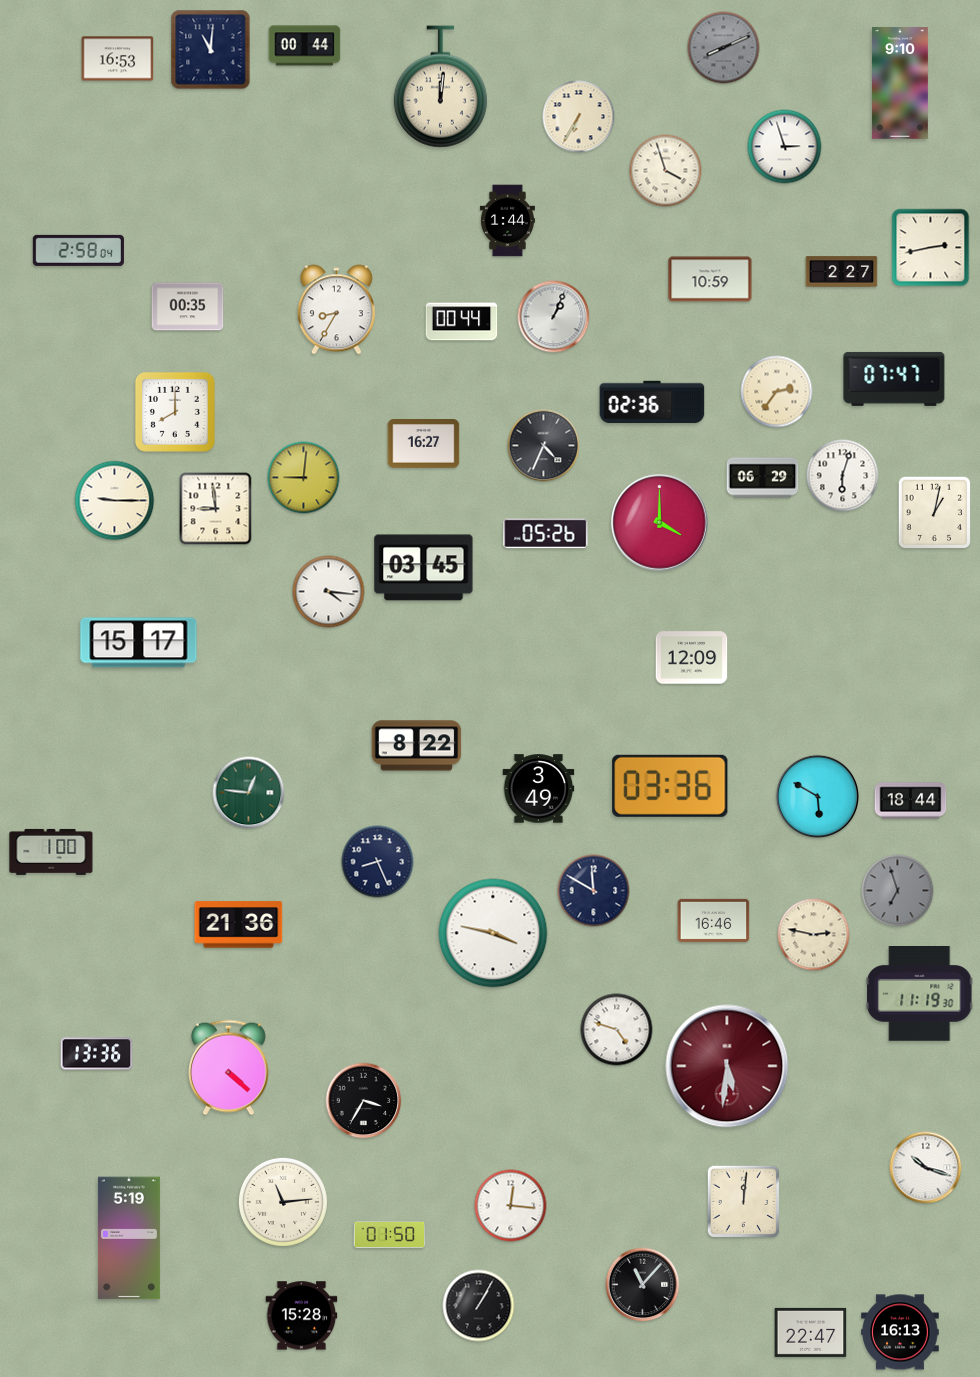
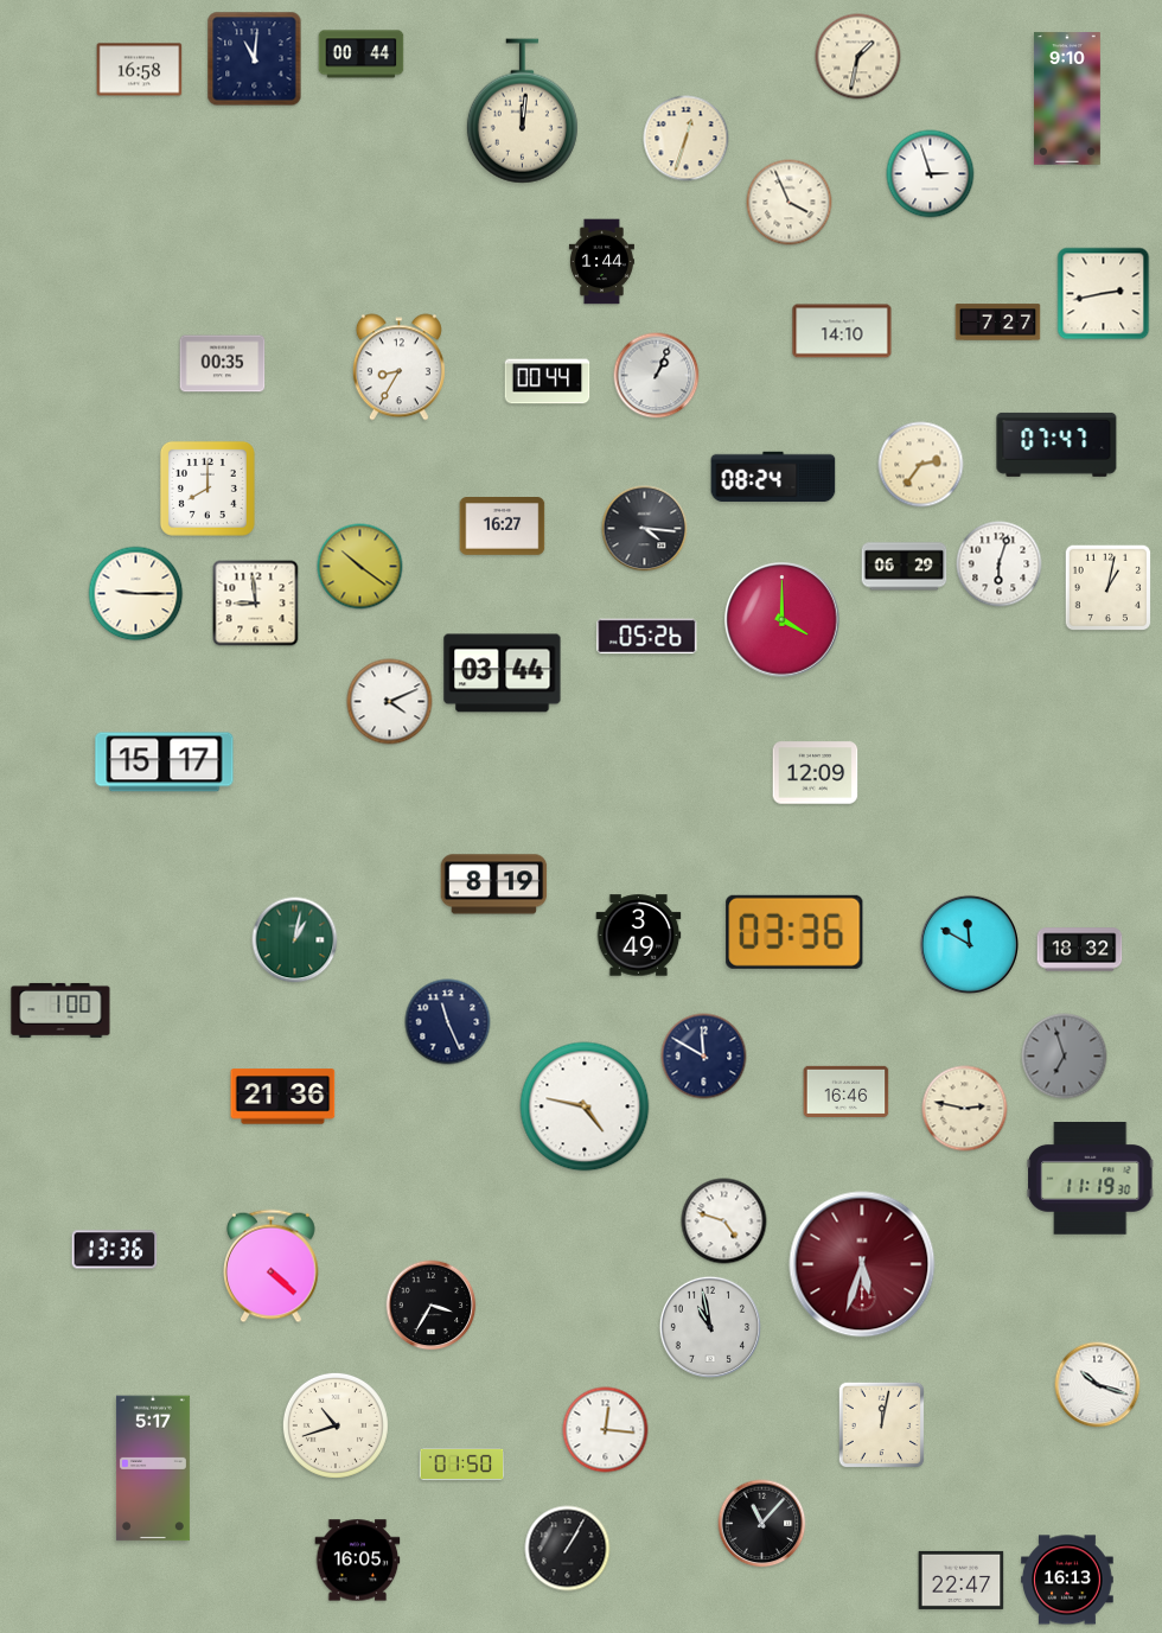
clock at (724, 48): 8:11 -> 1:32
clock at (724, 48) dial: grey -> cream
clock at (211, 50) position: (211, 50) -> (255, 59)
clock at (118, 59): 16:53 -> 16:58
clock at (440, 87) position: (440, 87) -> (522, 111)
clock at (579, 117): 6:35 -> 12:33
clock at (666, 171): 3:57 -> 3:56
clock at (78, 250): 2:58 -> none
clock at (842, 272): 2:27 -> 7:27
clock at (710, 279): 10:59 -> 14:10
clock at (894, 379) position: (894, 379) -> (1056, 445)
clock at (652, 402): 02:36 -> 08:24
clock at (544, 446): 4:34 -> 4:16
clock at (304, 478): 9:01 -> 10:21
clock at (935, 513) position: (935, 513) -> (1109, 588)
clock at (546, 534) position: (546, 534) -> (647, 637)
clock at (424, 568): 03:45 -> 03:44
clock at (329, 592): 4:16 -> 4:11
clock at (692, 658) position: (692, 658) -> (816, 773)
clock at (417, 746): 8:22 -> 8:19
clock at (249, 793): 12:46 -> 1:02
clock at (817, 796): 5:50 -> 11:50
clock at (911, 801): 18:44 -> 18:32
clock at (378, 862): 8:26 -> 11:26
clock at (493, 933): 3:47 -> 4:47
clock at (617, 1030) position: (617, 1030) -> (724, 1221)
clock at (727, 1066): 5:31 -> 5:33
clock at (710, 1327): none -> 10:58
clock at (283, 1202): 11:14 -> 10:42
clock at (744, 1202): 12:01 -> 12:02
clock at (129, 1238): 5:19 -> 5:17
clock at (302, 1316): 15:28 -> 16:05
